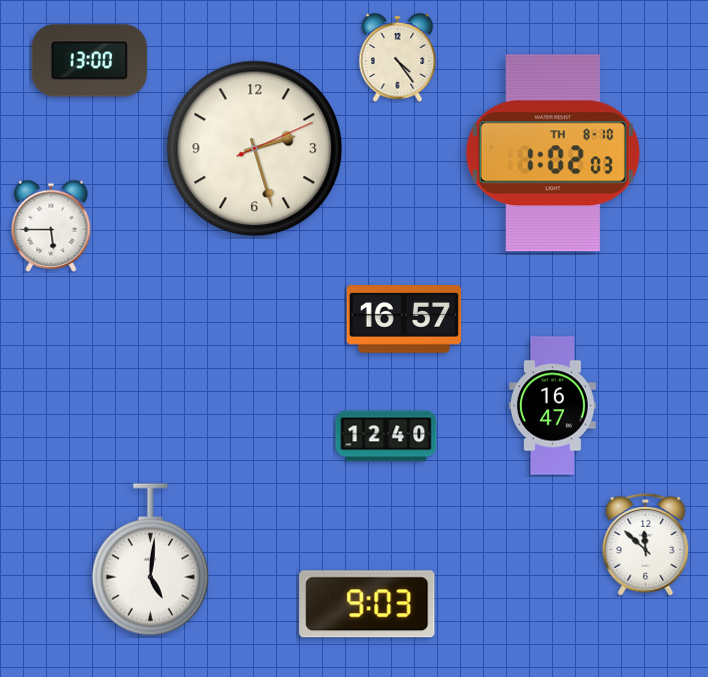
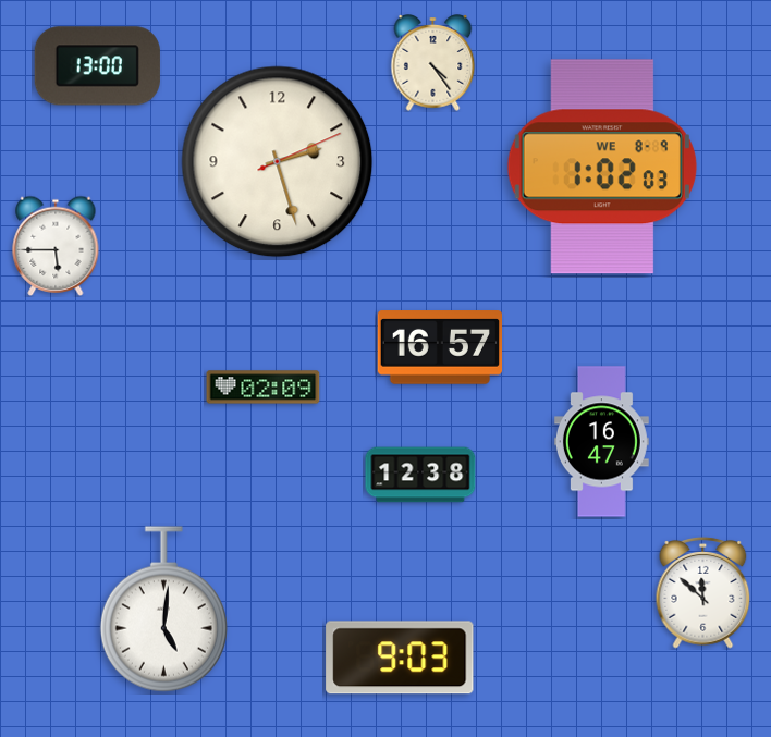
clock at (553, 153) date: TH 8-10 -> WE 8-9
clock at (264, 388): none -> 02:09
clock at (386, 436): 12:40 -> 12:38
